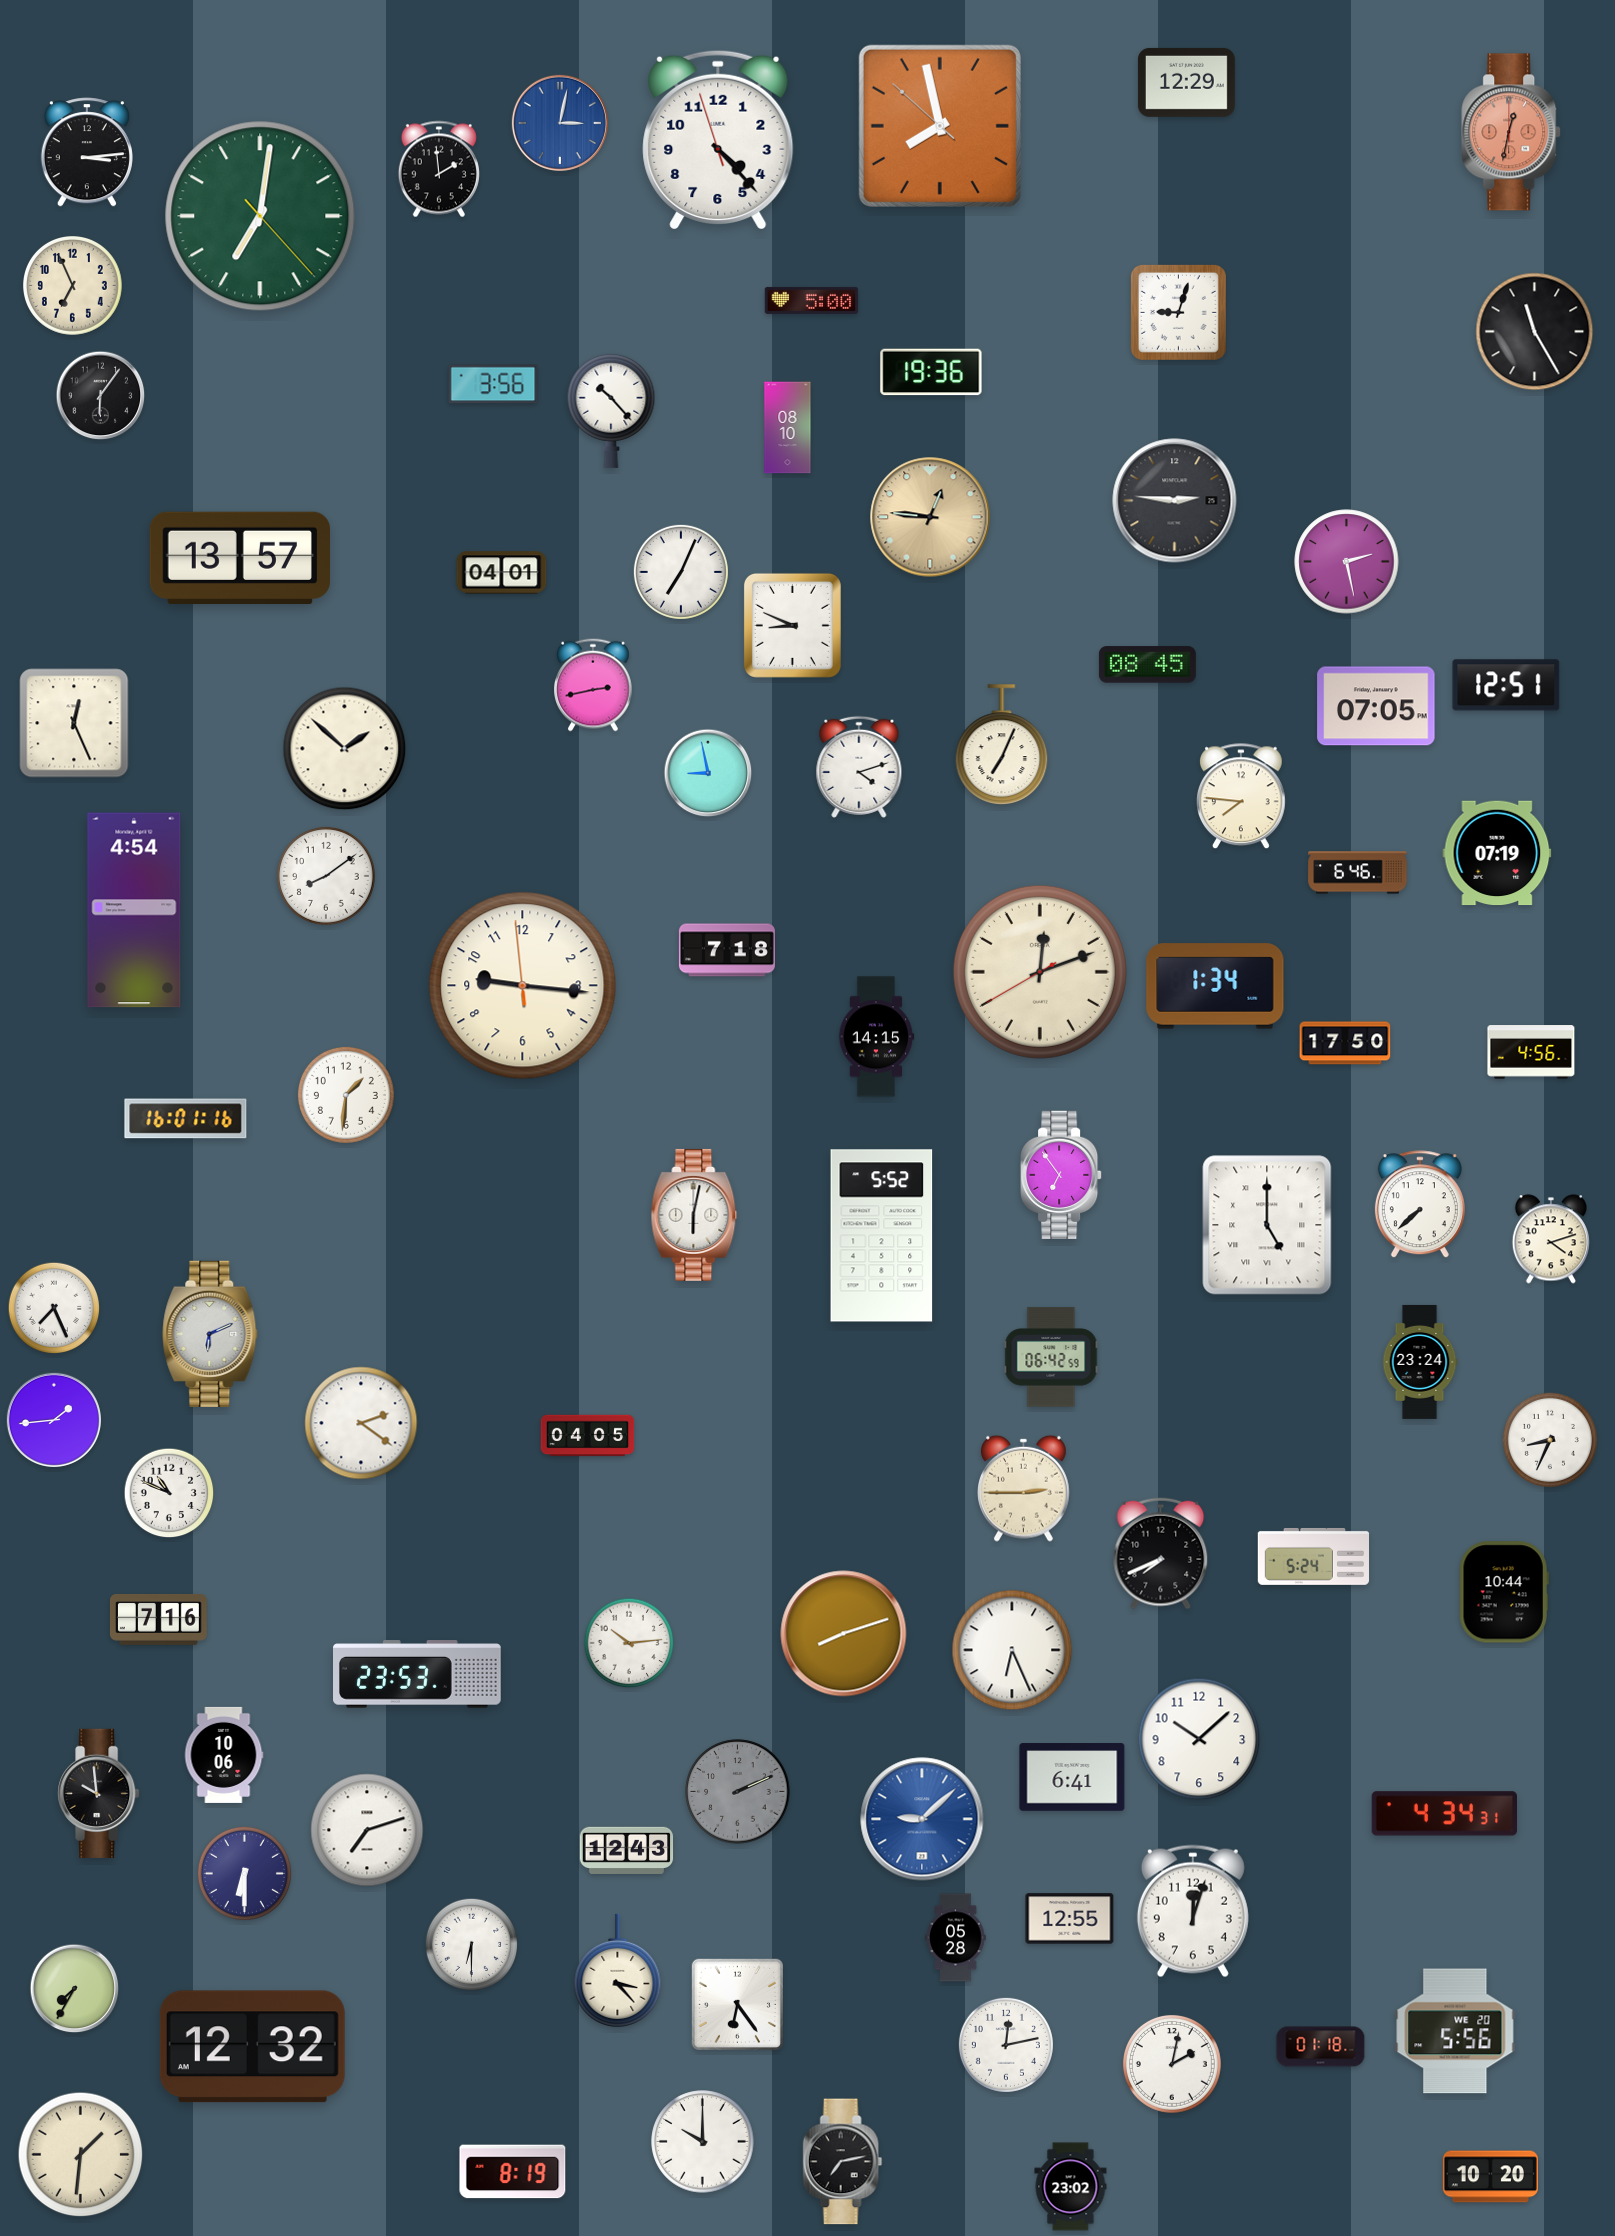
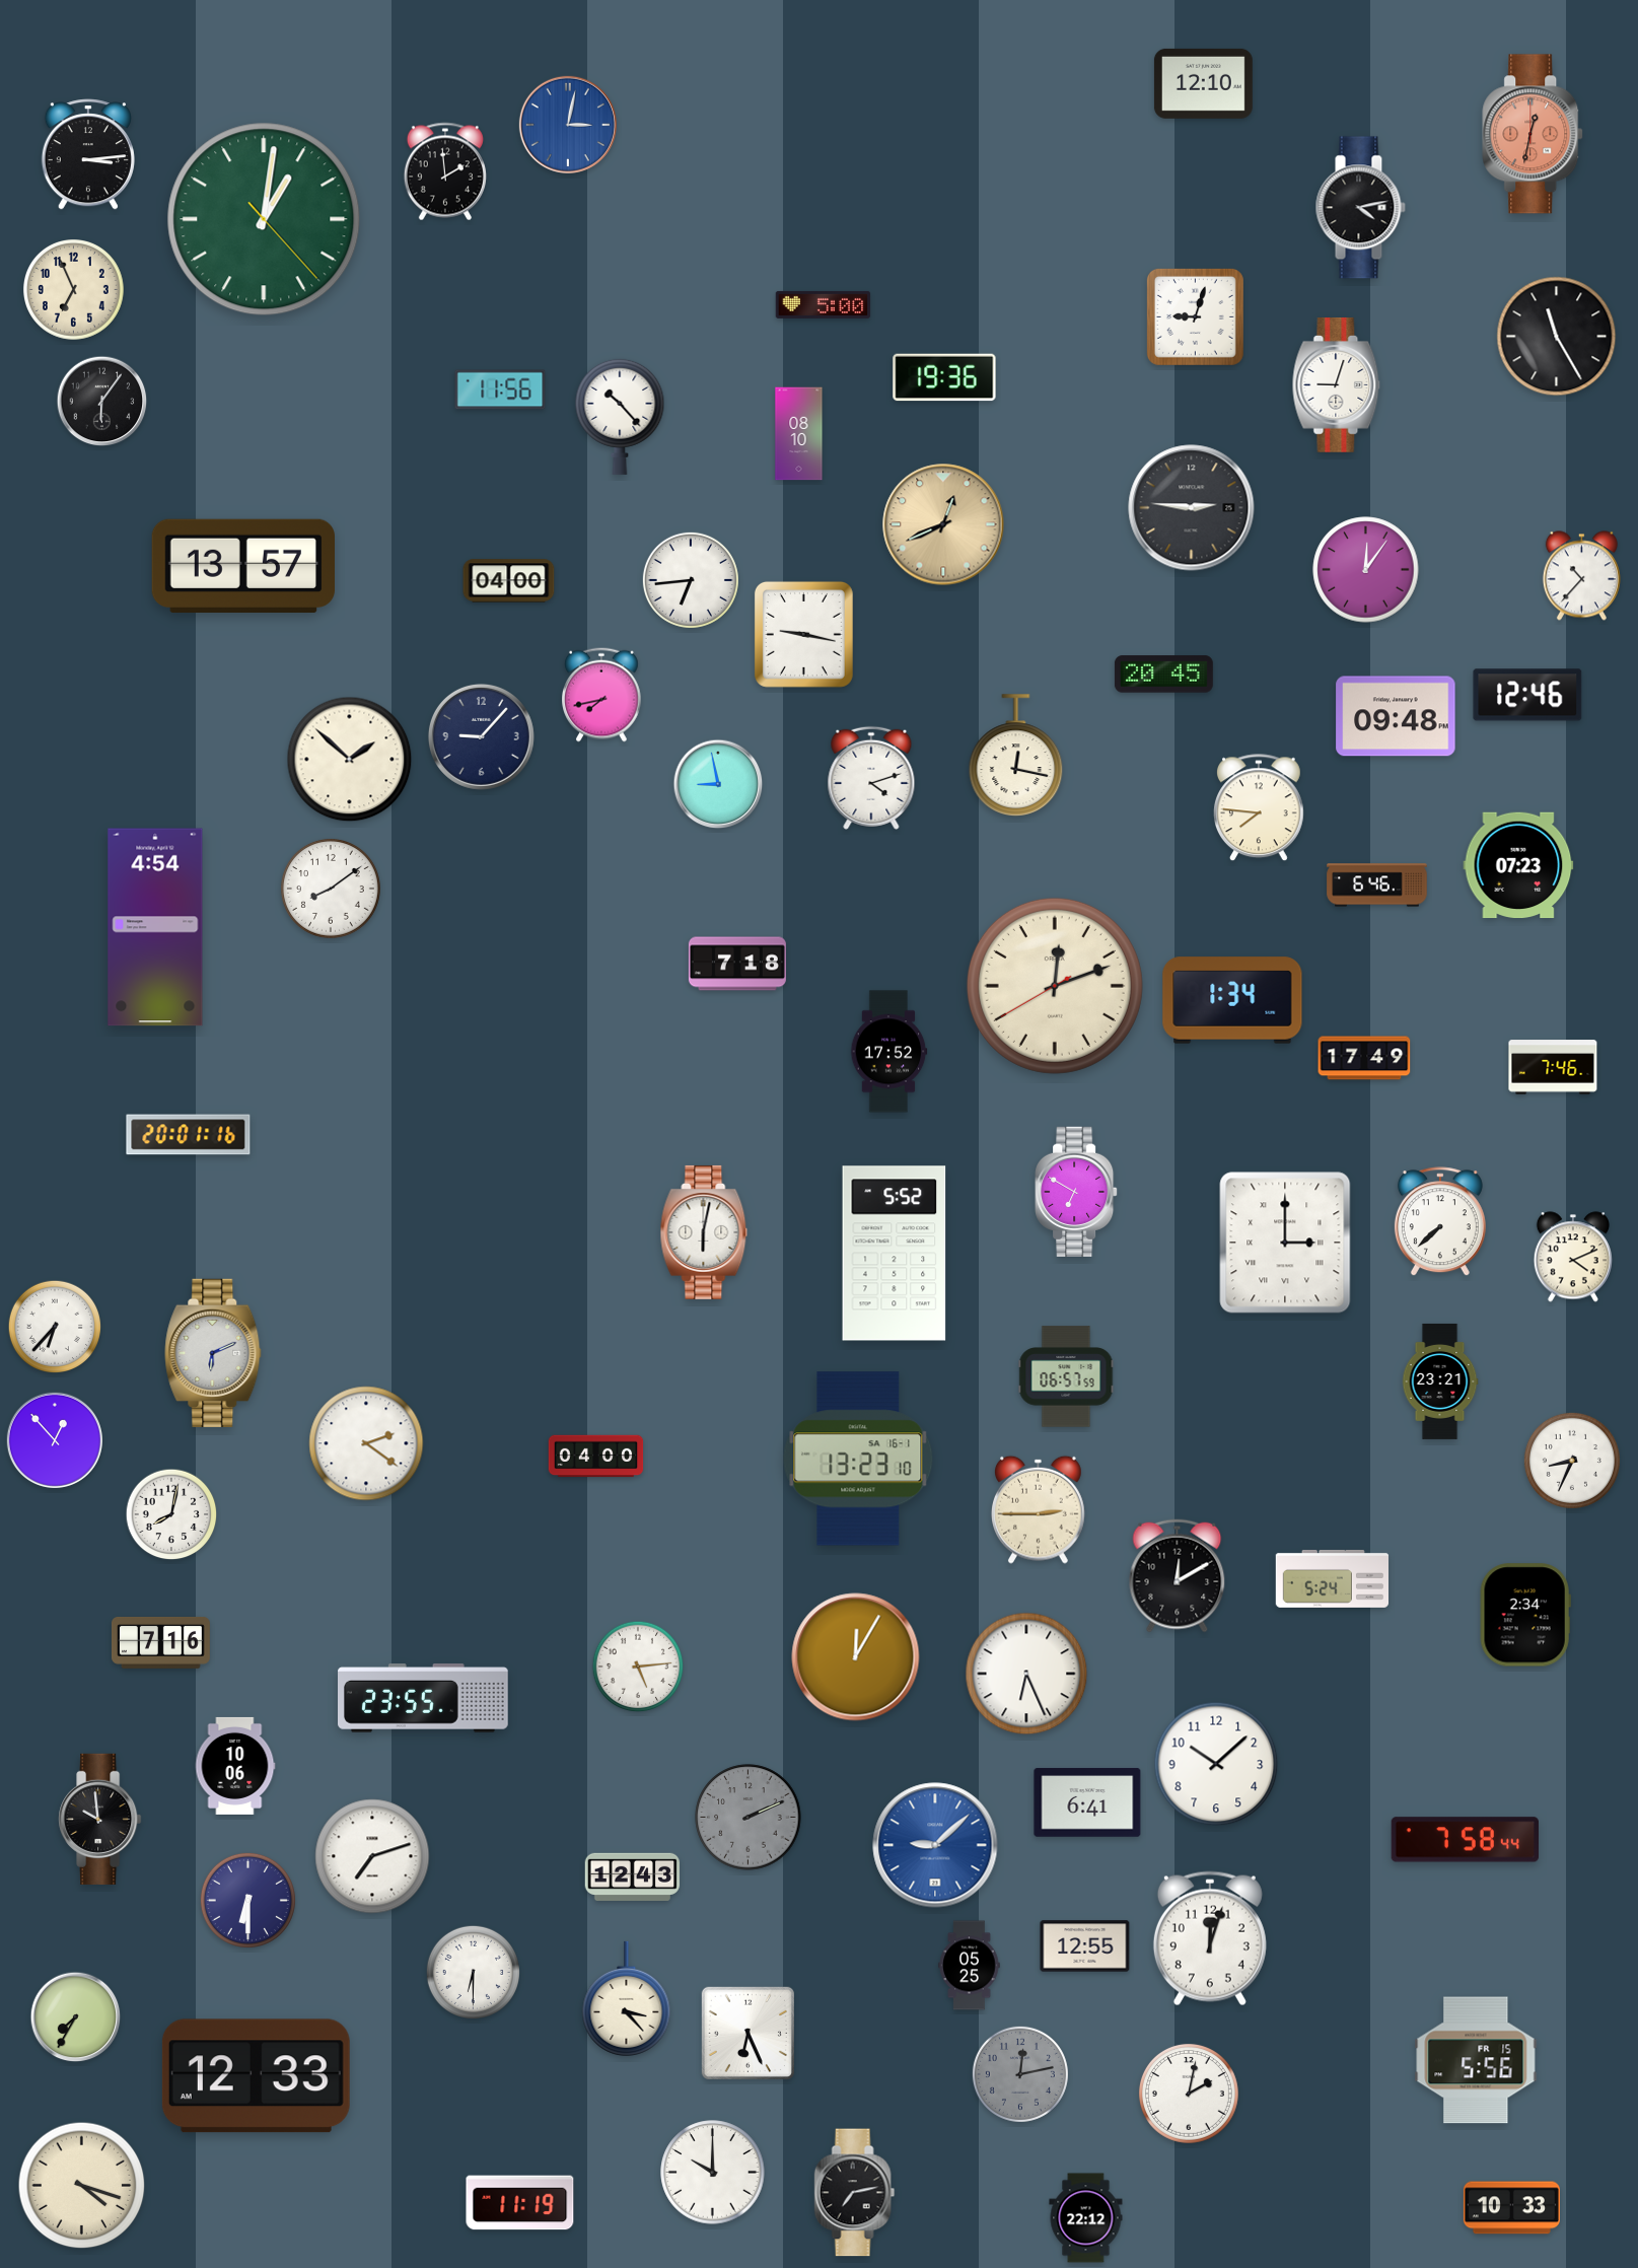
clock at (1186, 82): 12:29 -> 12:10
clock at (940, 126): 7:57 -> none
clock at (718, 140): 4:22 -> none
clock at (1360, 208): none -> 4:13
clock at (260, 216): 7:01 -> 1:01
clock at (1337, 385): none -> 9:03
clock at (493, 384): 3:56 -> 11:56
clock at (930, 517): 12:46 -> 12:41
clock at (1347, 562): 2:28 -> 12:06
clock at (1581, 576): none -> 10:37
clock at (681, 572): 7:04 -> 6:44
clock at (502, 573): 04:01 -> 04:00
clock at (792, 625): 8:49 -> 9:17
clock at (1147, 665): 08:45 -> 20:45
clock at (594, 685): 2:43 -> 7:43
clock at (1506, 685): 12:51 -> 12:46
clock at (1376, 706): 07:05 -> 09:48
clock at (74, 723): 12:26 -> none
clock at (481, 736): none -> 9:07
clock at (1002, 745): 7:04 -> 12:17
clock at (1497, 853): 07:19 -> 07:23
clock at (134, 910) position: (134, 910) -> (155, 927)
clock at (523, 986): 9:15 -> none
clock at (876, 1037): 14:15 -> 17:52
clock at (1345, 1043): 17:50 -> 17:49
clock at (1531, 1052): 4:56 -> 7:46
clock at (346, 1095): 1:31 -> none
clock at (186, 1119): 16:01 -> 20:01
clock at (1061, 1174): 6:54 -> 6:50
clock at (1267, 1225): 5:00 -> 3:00
clock at (1551, 1239): 4:12 -> 4:11
clock at (54, 1308): 7:26 -> 6:37
clock at (1051, 1357): 06:42 -> 06:57
clock at (1420, 1362): 23:24 -> 23:21
clock at (54, 1420): 1:44 -> 12:53
clock at (588, 1436): 04:05 -> 04:00
clock at (858, 1459): none -> 13:23
clock at (169, 1493): 10:49 -> 8:02
clock at (1161, 1554): 7:41 -> 12:10
clock at (1504, 1592): 10:44 -> 2:34
clock at (844, 1634): 8:12 -> 12:05
clock at (629, 1643): 10:14 -> 5:14
clock at (418, 1674): 23:53 -> 23:55
clock at (224, 1755) position: (224, 1755) -> (235, 1766)
clock at (1444, 1814): 4:34 -> 7:58
clock at (627, 1850) position: (627, 1850) -> (633, 1876)
clock at (956, 1938): 05:28 -> 05:25
clock at (471, 1944) position: (471, 1944) -> (473, 1972)
clock at (737, 2004): 6:24 -> 6:26
clock at (1455, 2031) date: WE 20 -> FR 15
clock at (1006, 2045) dial: white -> grey
clock at (252, 2047): 12:32 -> 12:33
clock at (1321, 2047): 01:18 -> none
clock at (81, 2155): 1:31 -> 4:18
clock at (513, 2172): 8:19 -> 11:19
clock at (1490, 2177): 10:20 -> 10:33
clock at (1071, 2187): 23:02 -> 22:12
